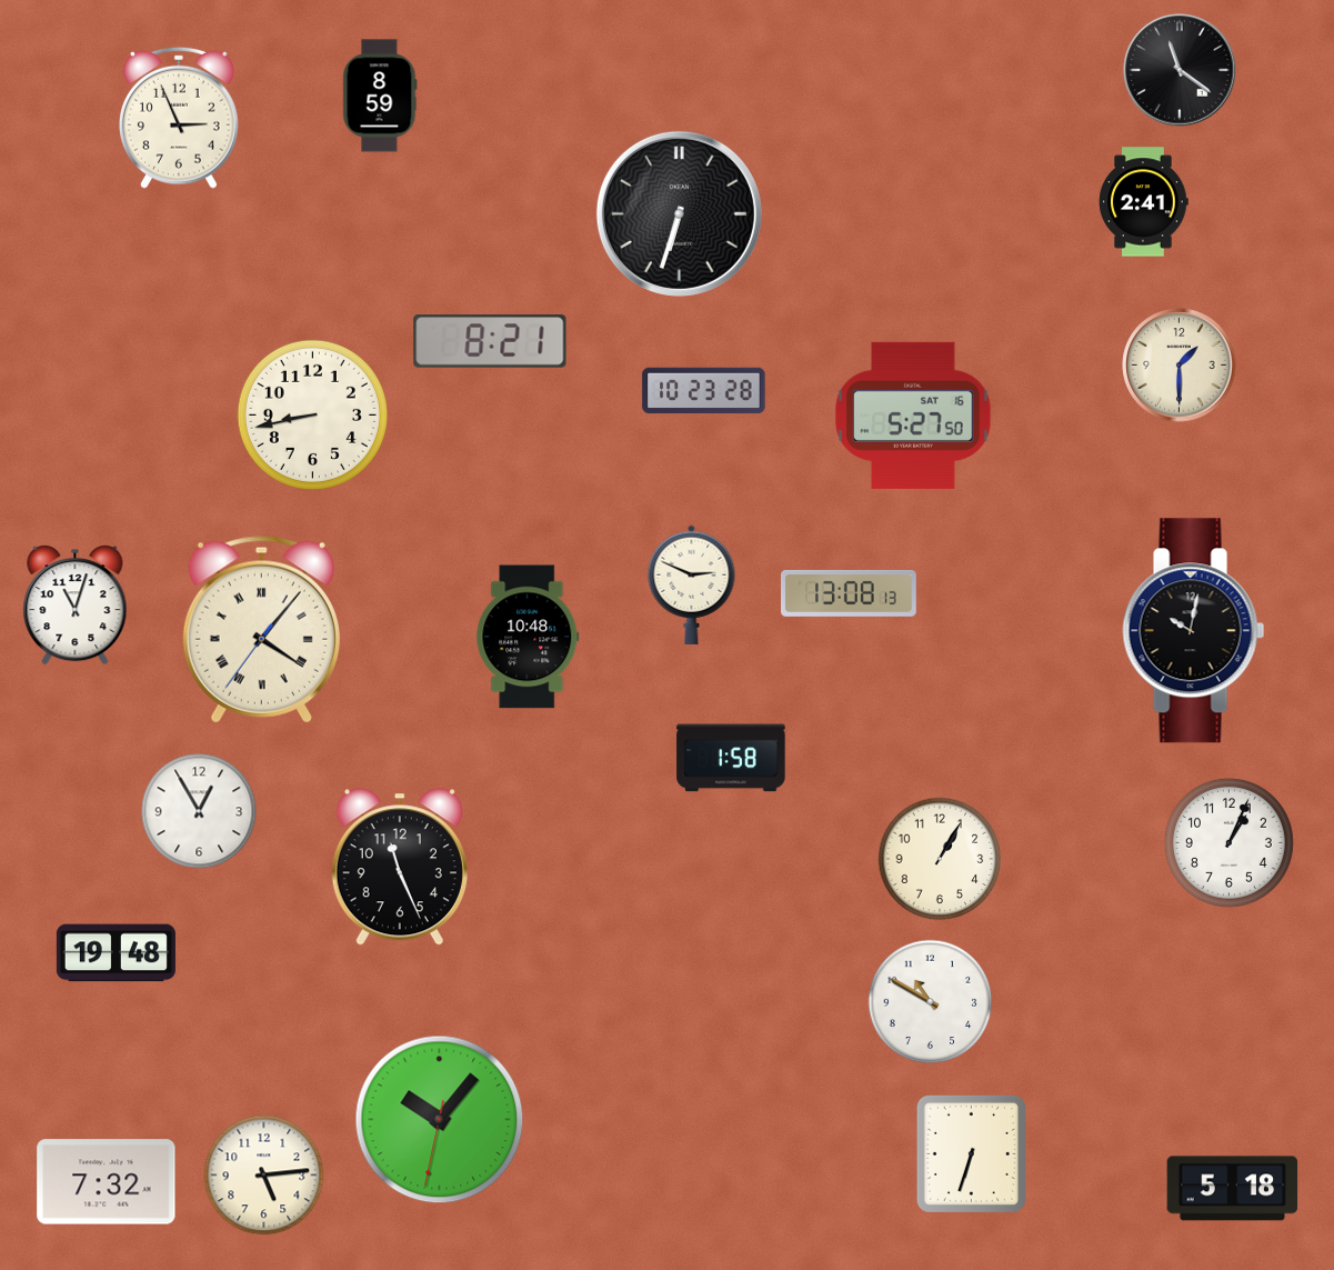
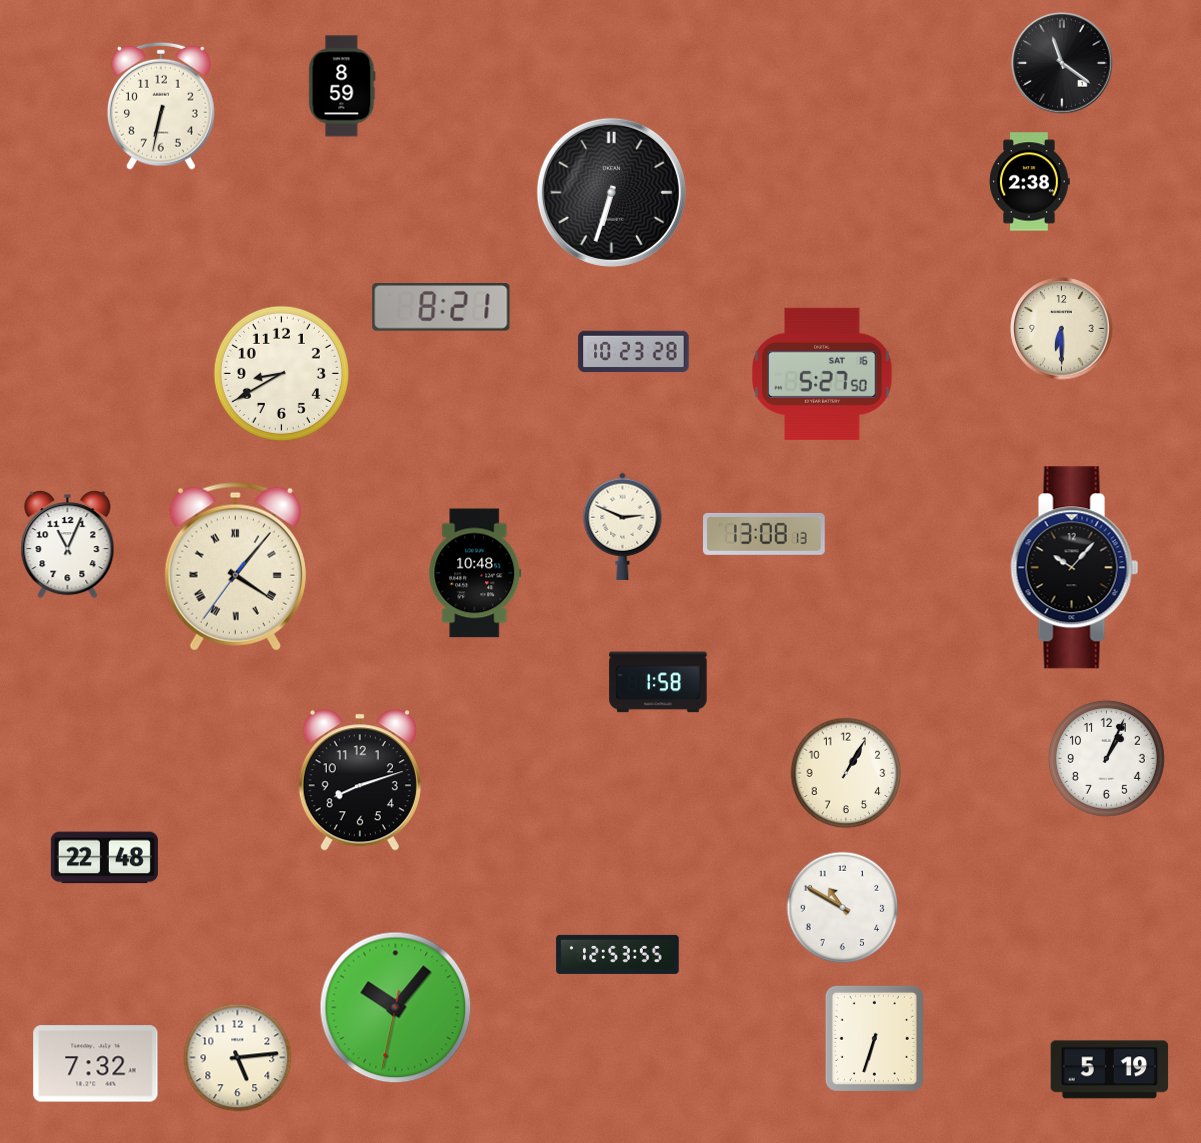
clock at (179, 118): 2:56 -> 6:32
clock at (1144, 202): 2:41 -> 2:38
clock at (1180, 366): 1:30 -> 6:30
clock at (312, 414): 8:43 -> 8:40
clock at (76, 606): 11:03 -> 11:04
clock at (1194, 631): 10:02 -> 10:07
clock at (199, 811): 12:55 -> none
clock at (400, 867): 11:26 -> 8:12
clock at (116, 953): 19:48 -> 22:48
clock at (931, 1002) position: (931, 1002) -> (843, 908)
clock at (618, 954): none -> 12:53
clock at (1233, 1189): 5:18 -> 5:19
